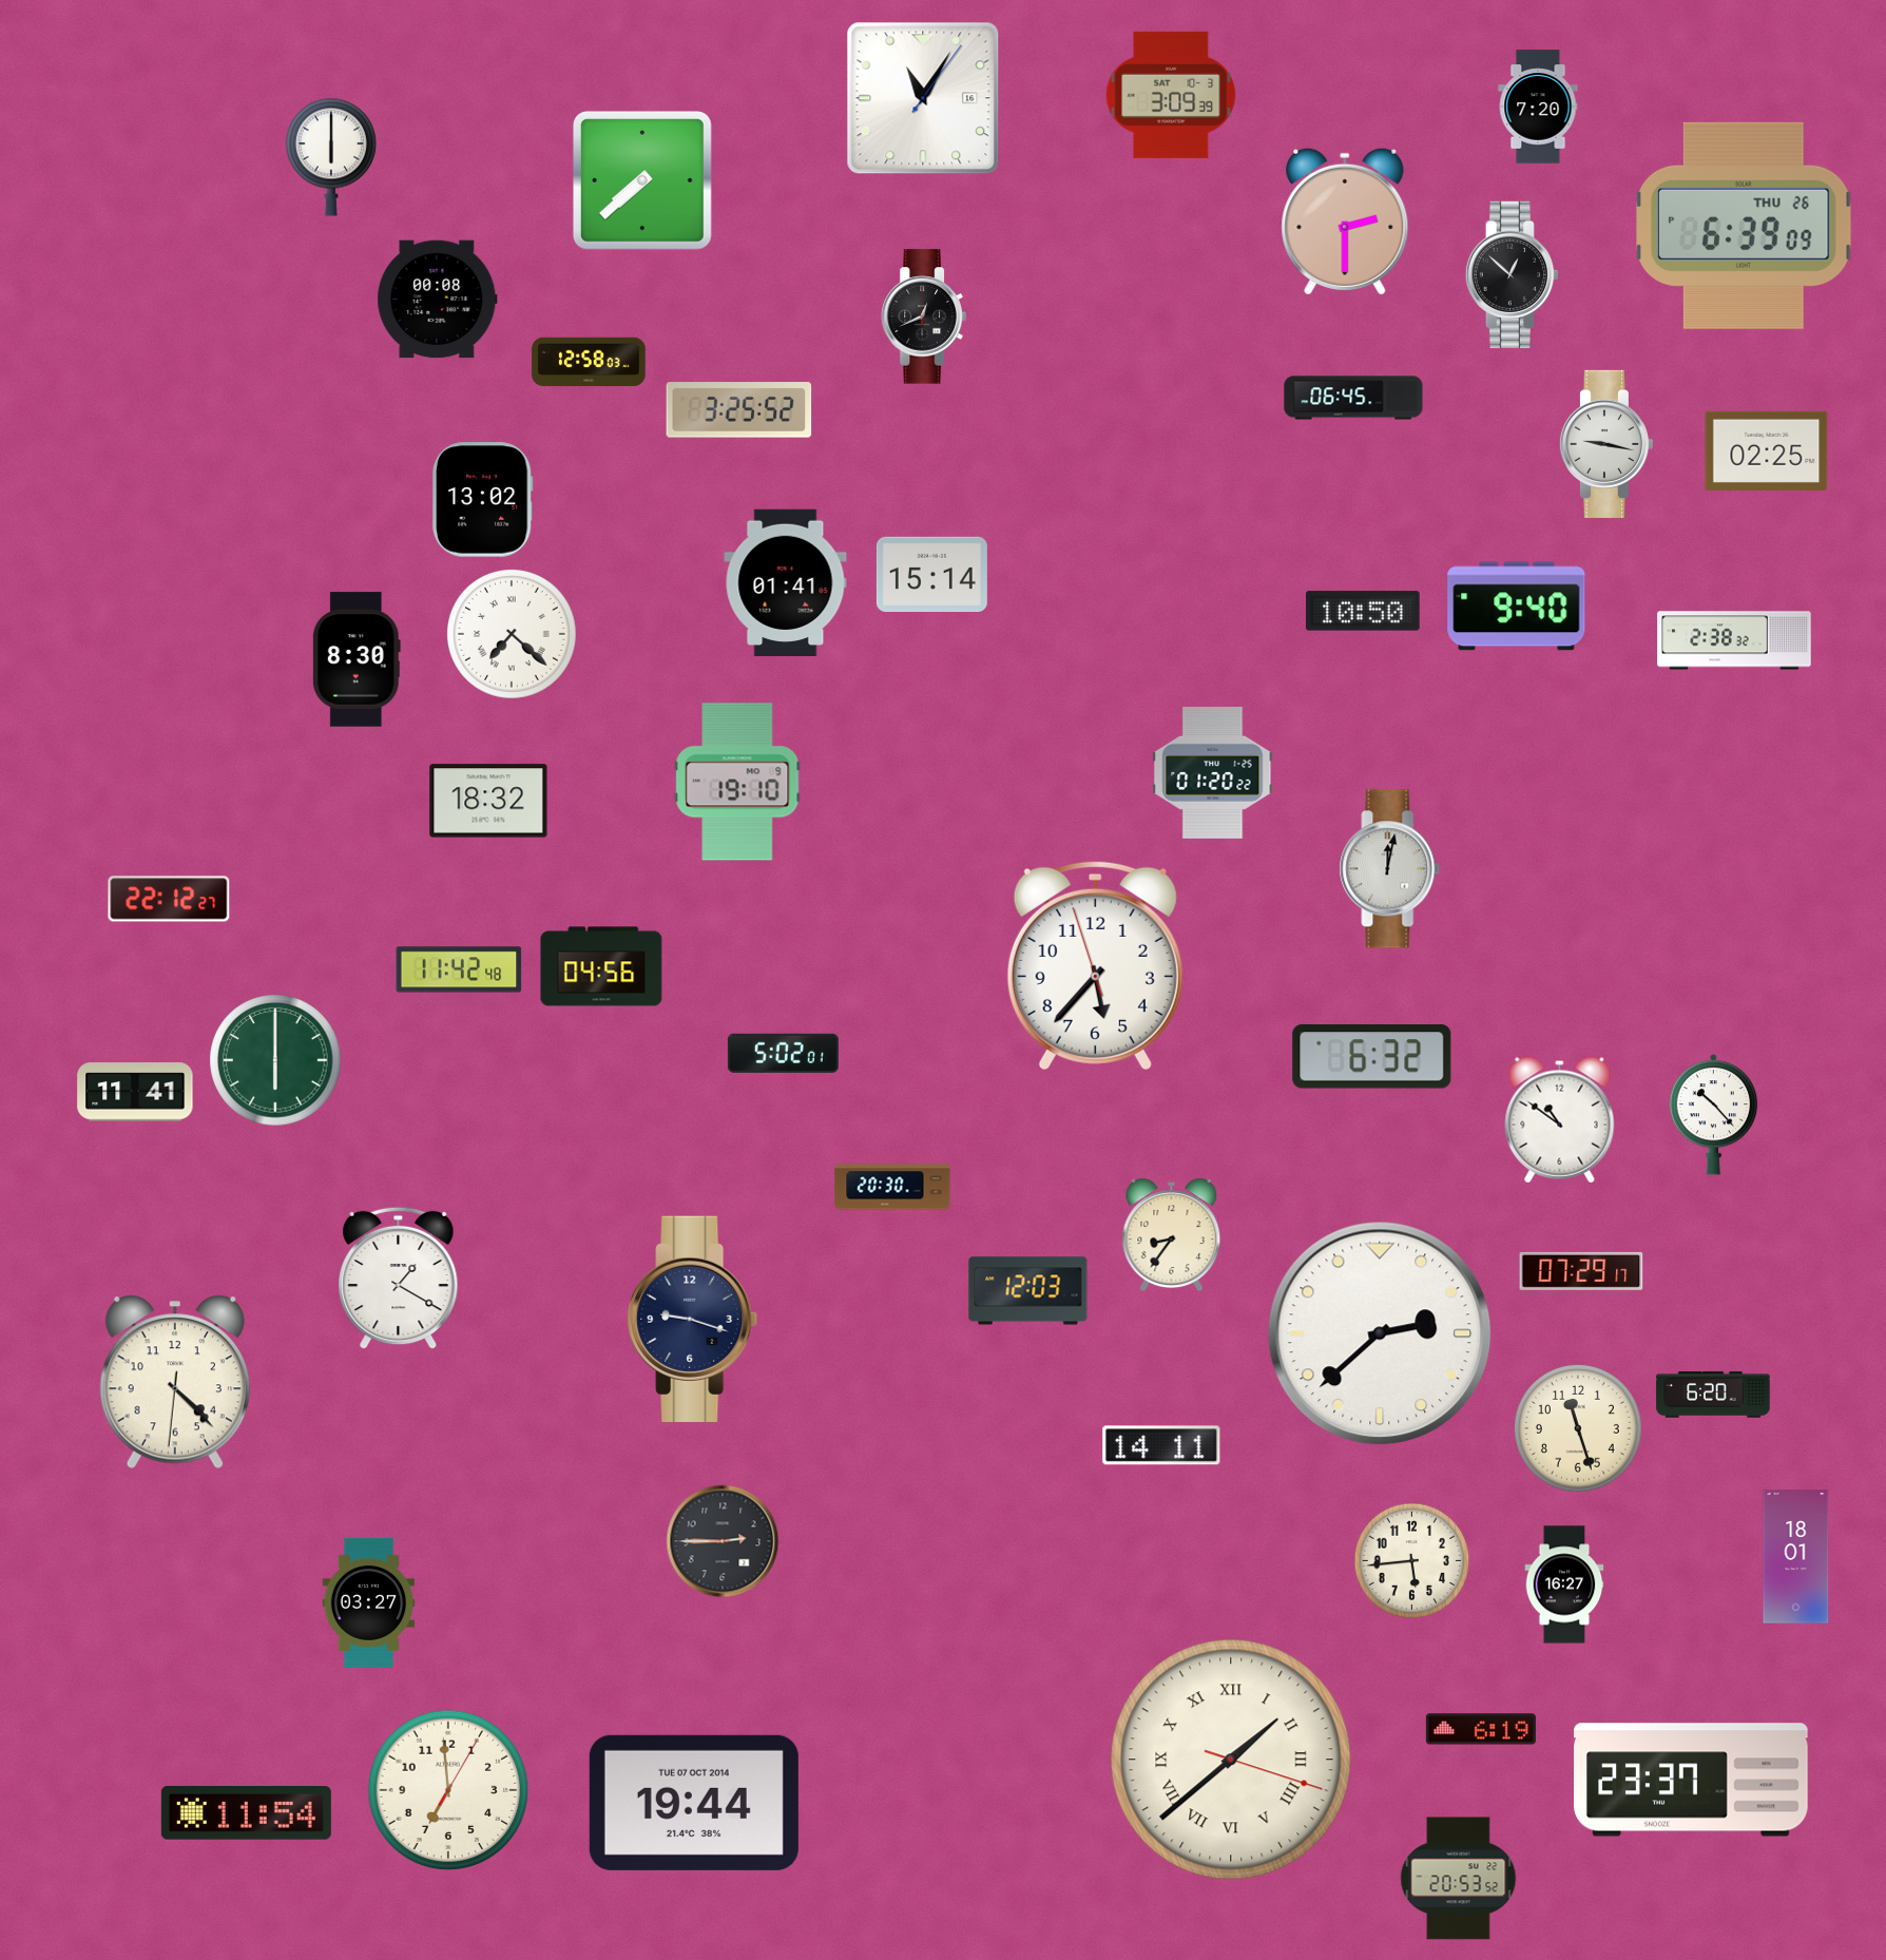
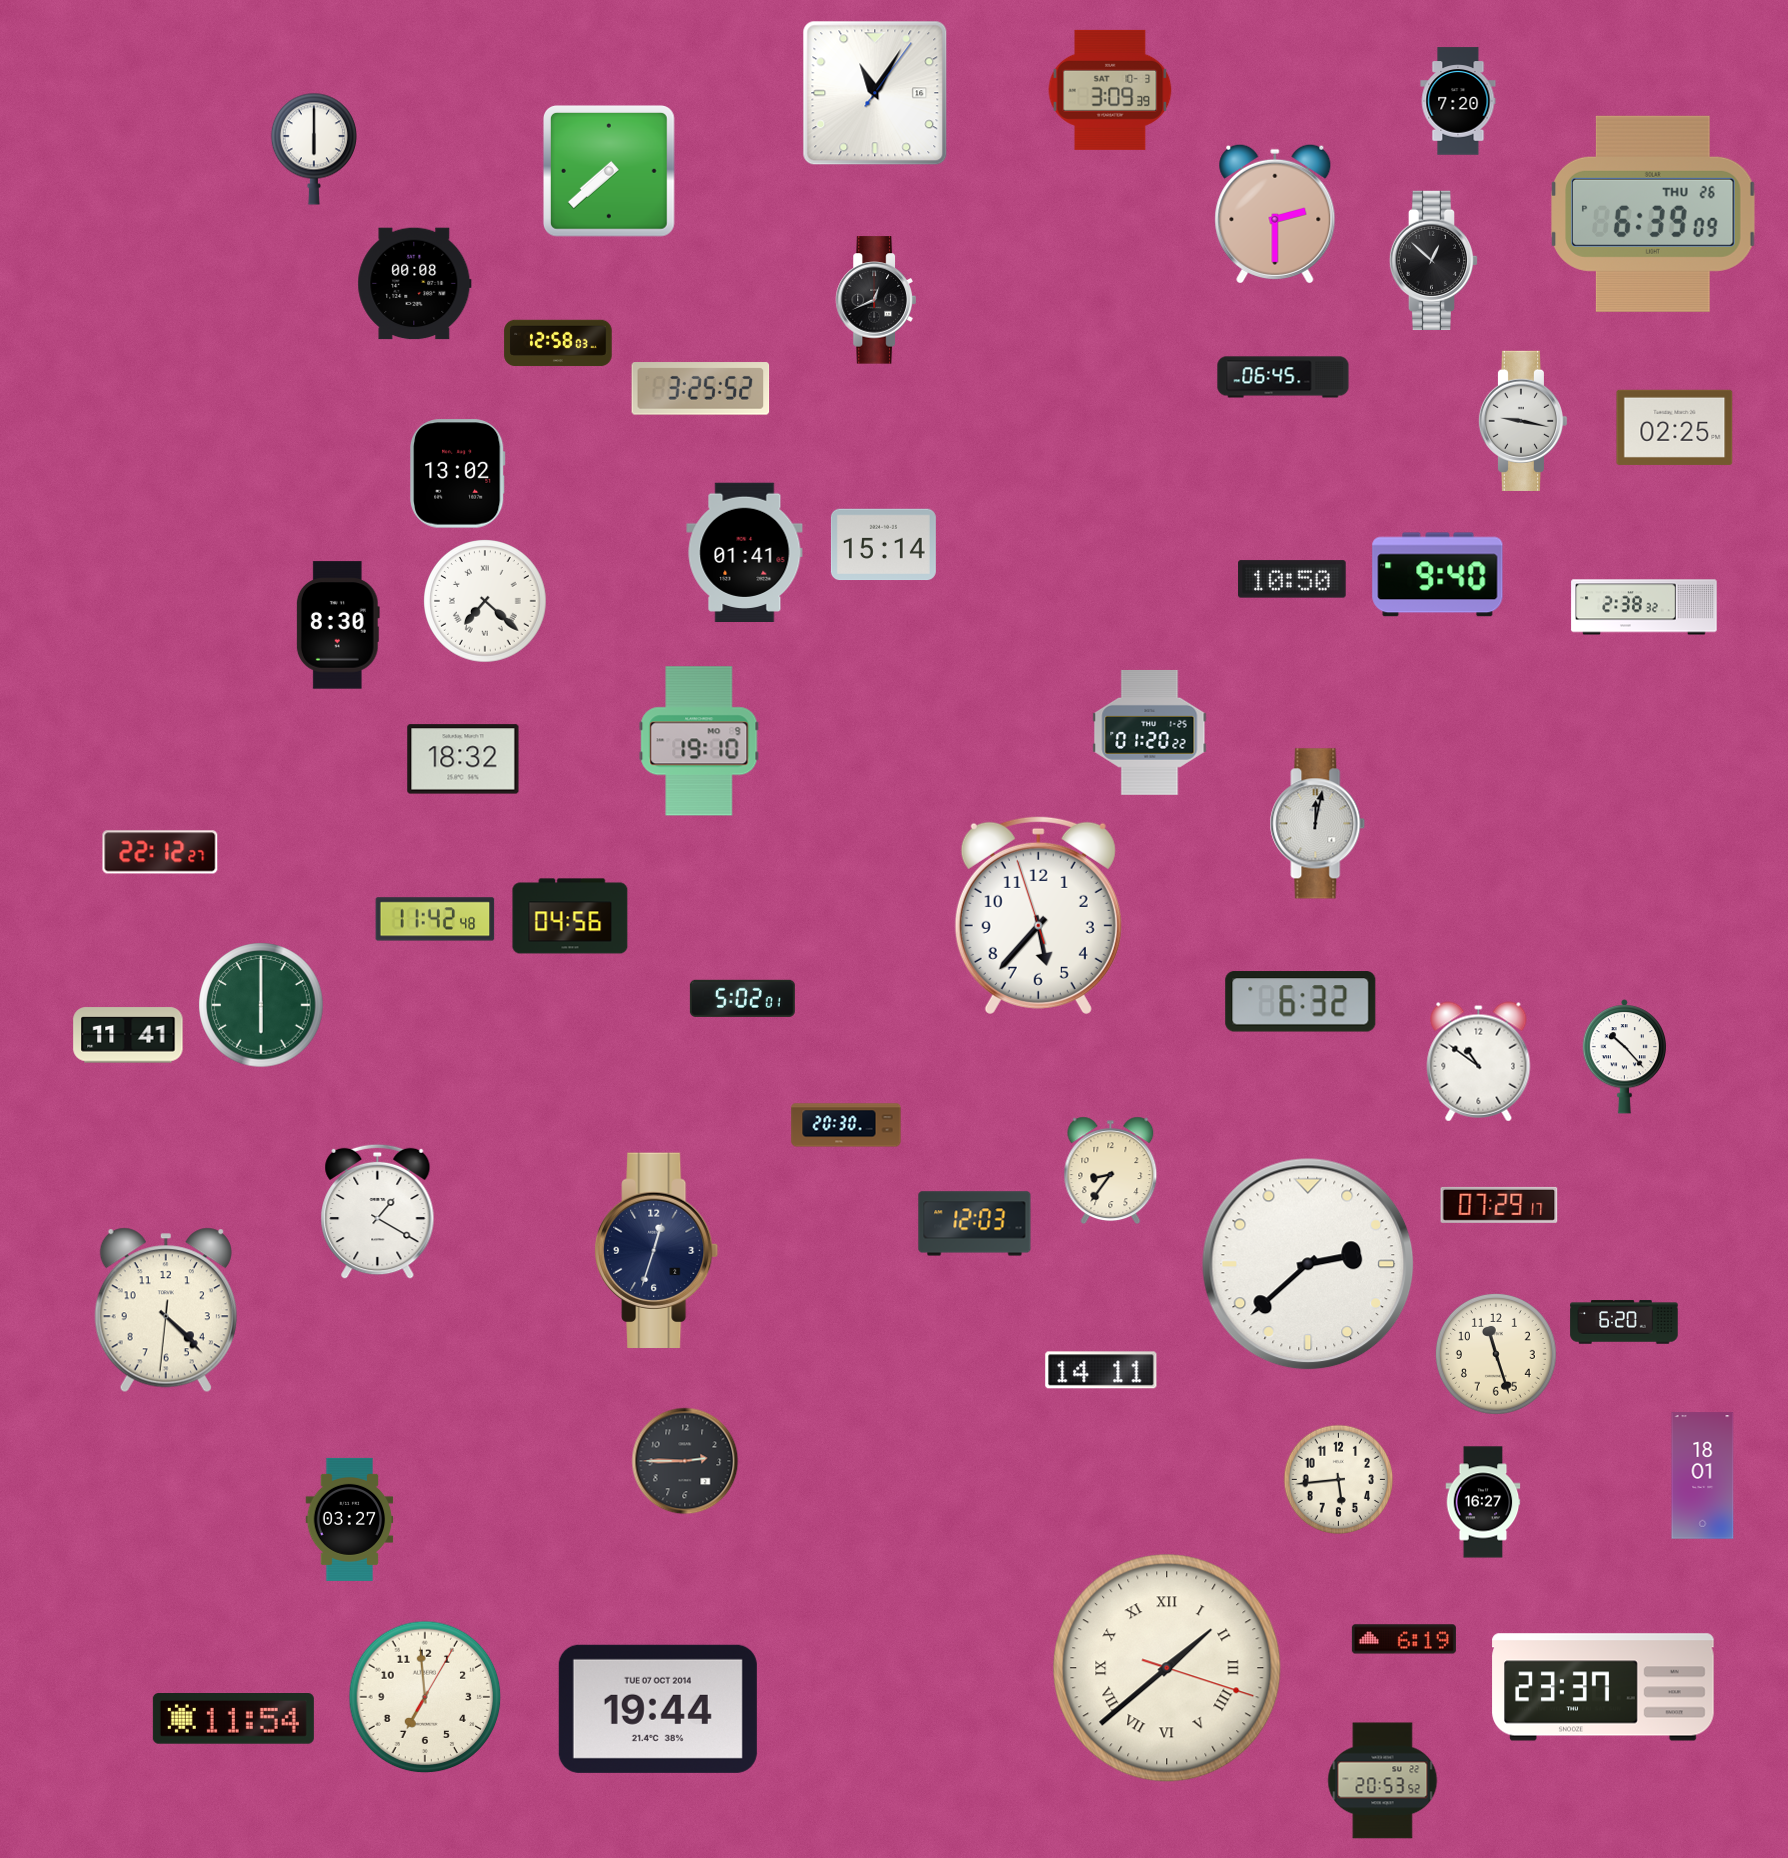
clock at (1345, 222) position: (1345, 222) -> (1275, 214)
clock at (693, 1319): 9:18 -> 12:33
